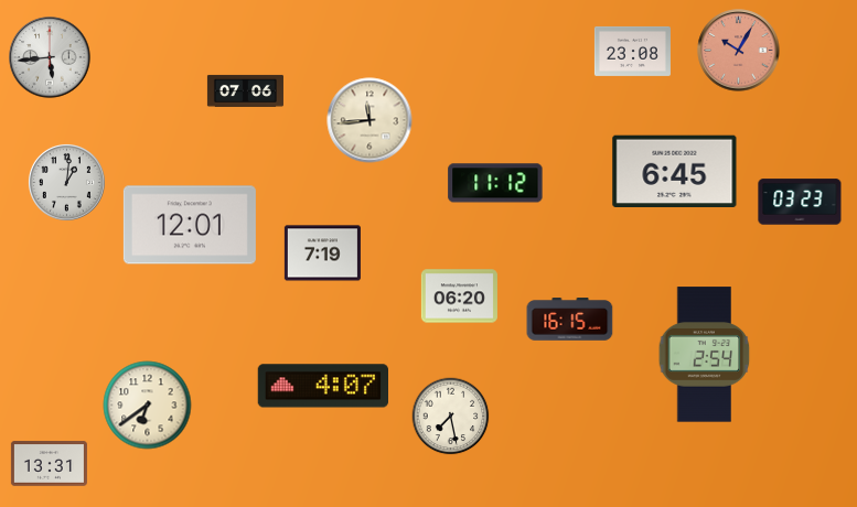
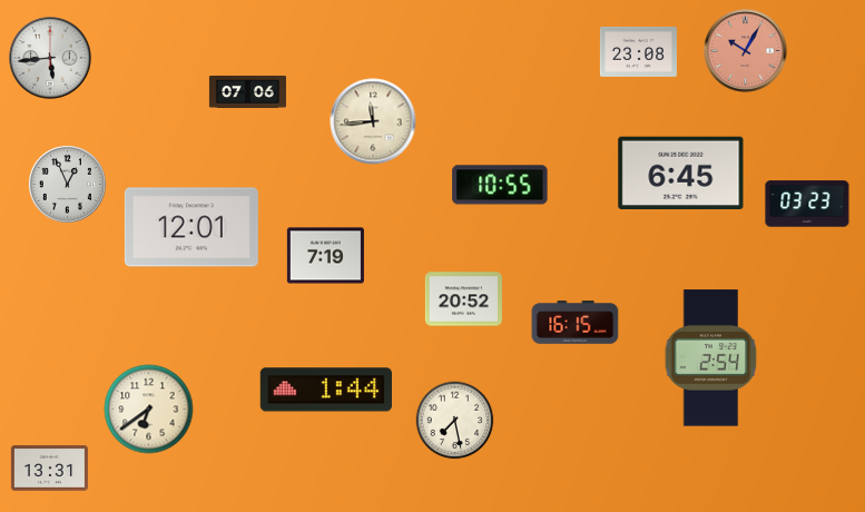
clock at (66, 182): 1:01 -> 12:56
clock at (495, 183): 11:12 -> 10:55
clock at (459, 296): 06:20 -> 20:52
clock at (322, 386): 4:07 -> 1:44
